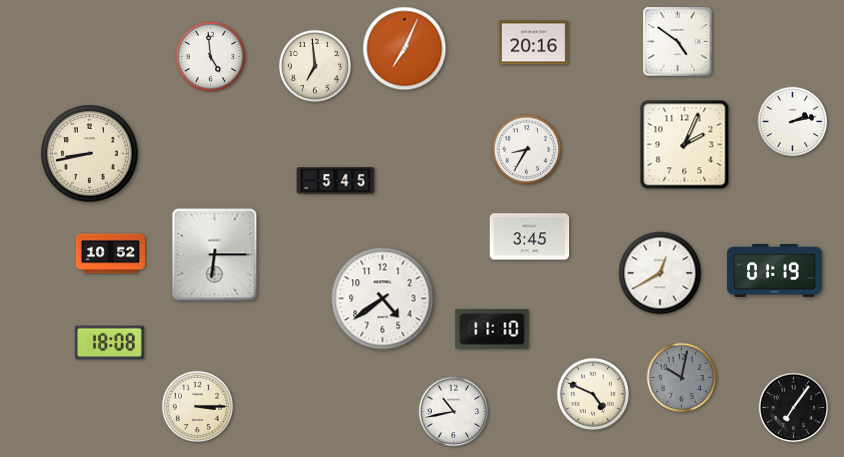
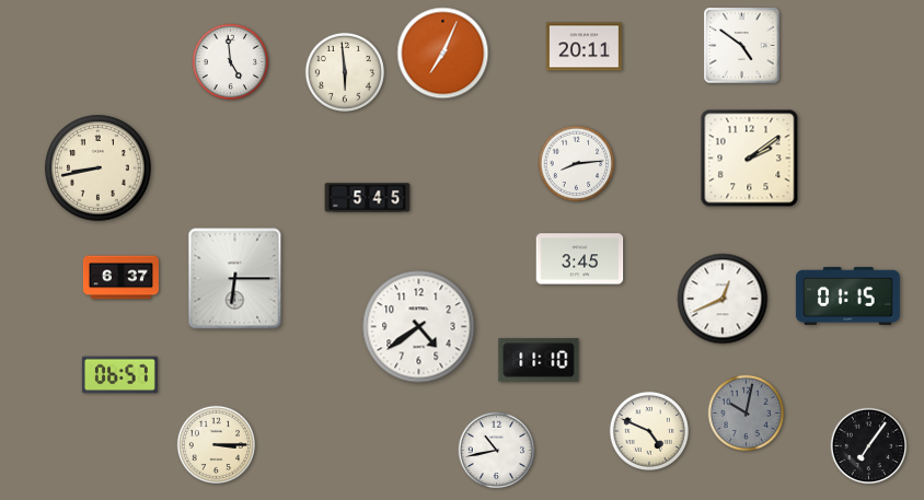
clock at (533, 43): 20:16 -> 20:11
clock at (315, 66): 6:59 -> 5:59
clock at (793, 122): 2:13 -> none
clock at (685, 145): 2:04 -> 2:09
clock at (527, 150): 8:35 -> 8:14
clock at (110, 254): 10:52 -> 6:37
clock at (774, 270): 01:19 -> 01:15
clock at (660, 273): 12:40 -> 12:41
clock at (109, 343): 18:08 -> 06:57
